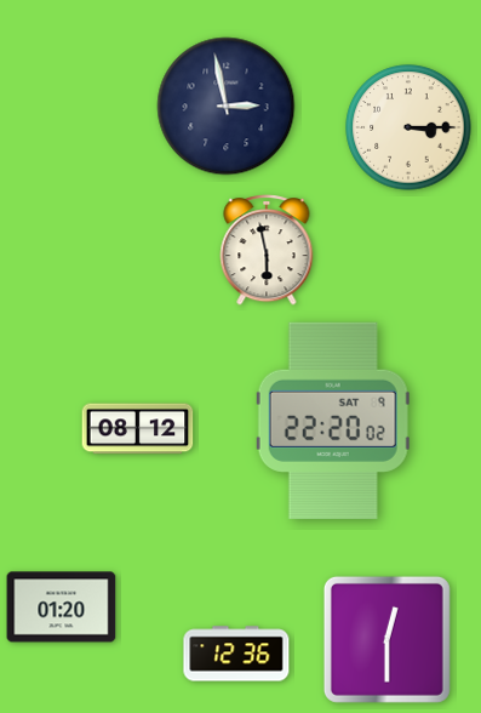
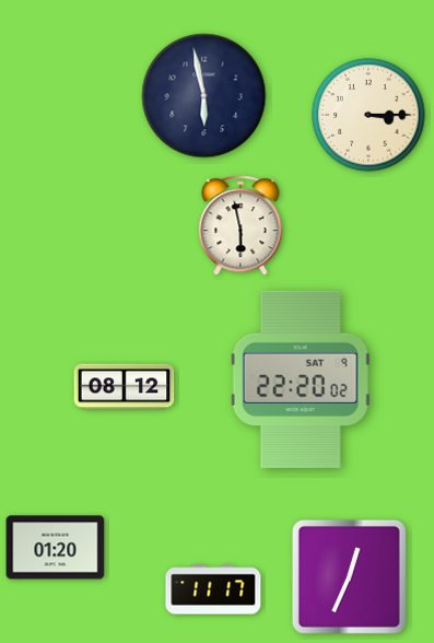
clock at (227, 107): 2:58 -> 5:58
clock at (386, 639): 12:30 -> 12:34
clock at (236, 654): 12:36 -> 11:17
